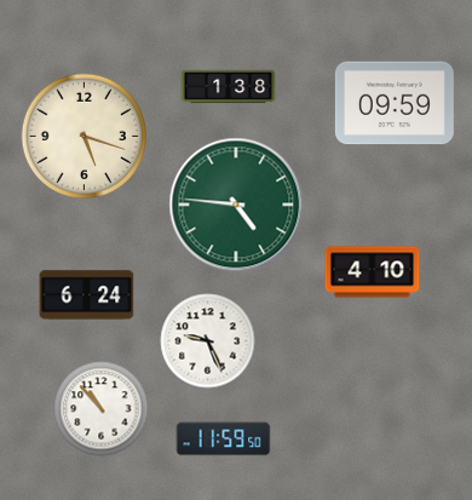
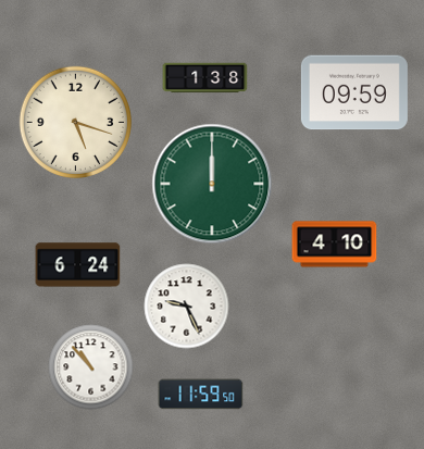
clock at (236, 205): 4:46 -> 12:00
